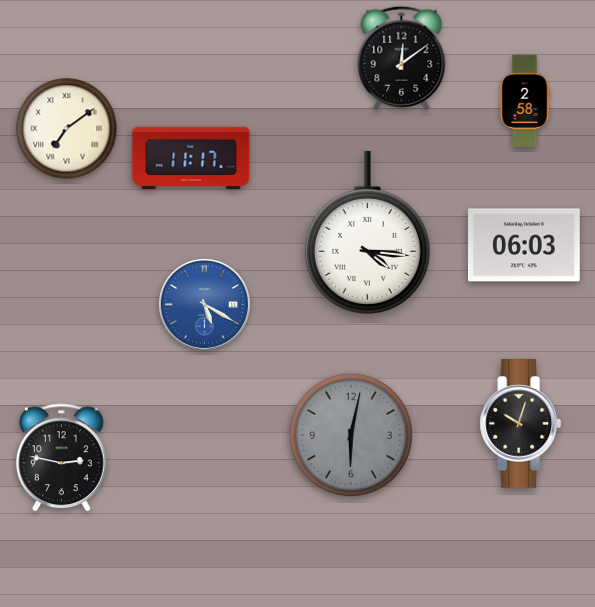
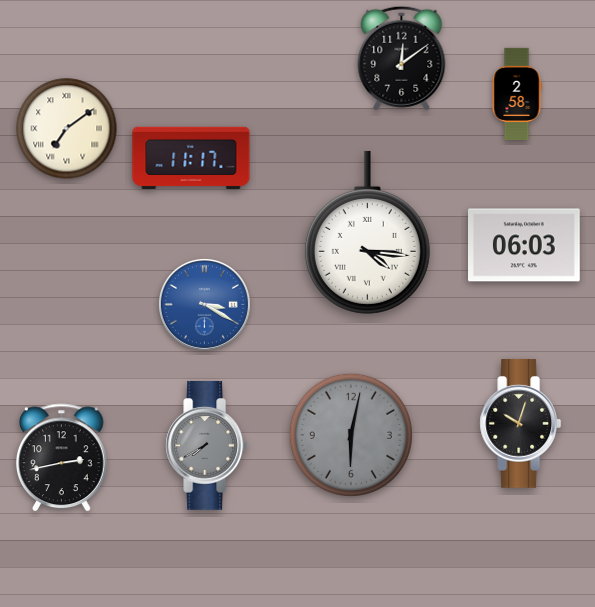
clock at (525, 101) position: (525, 101) -> (517, 94)
clock at (204, 304): 5:20 -> 3:20
clock at (207, 446): none -> 7:40
clock at (62, 458): 2:47 -> 2:43
